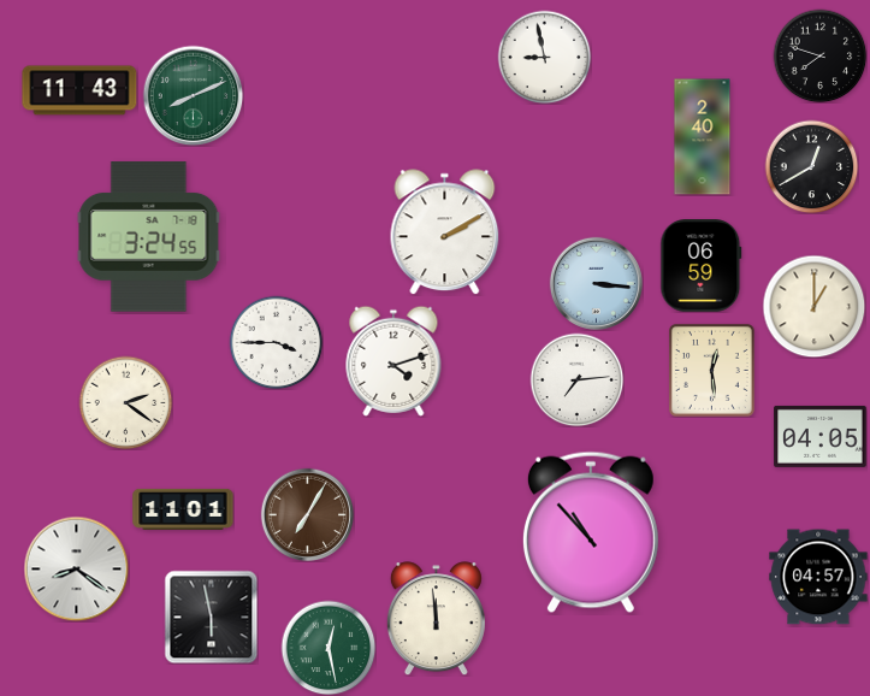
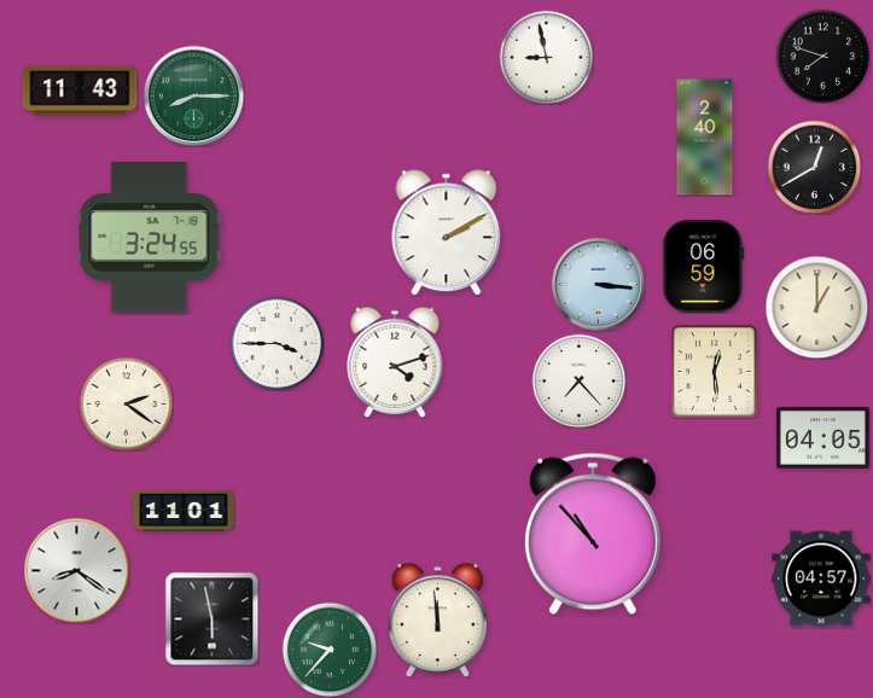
clock at (193, 95): 8:11 -> 8:15
clock at (576, 379): 7:14 -> 7:23
clock at (307, 514): 7:05 -> none
clock at (329, 648): 12:28 -> 9:37
